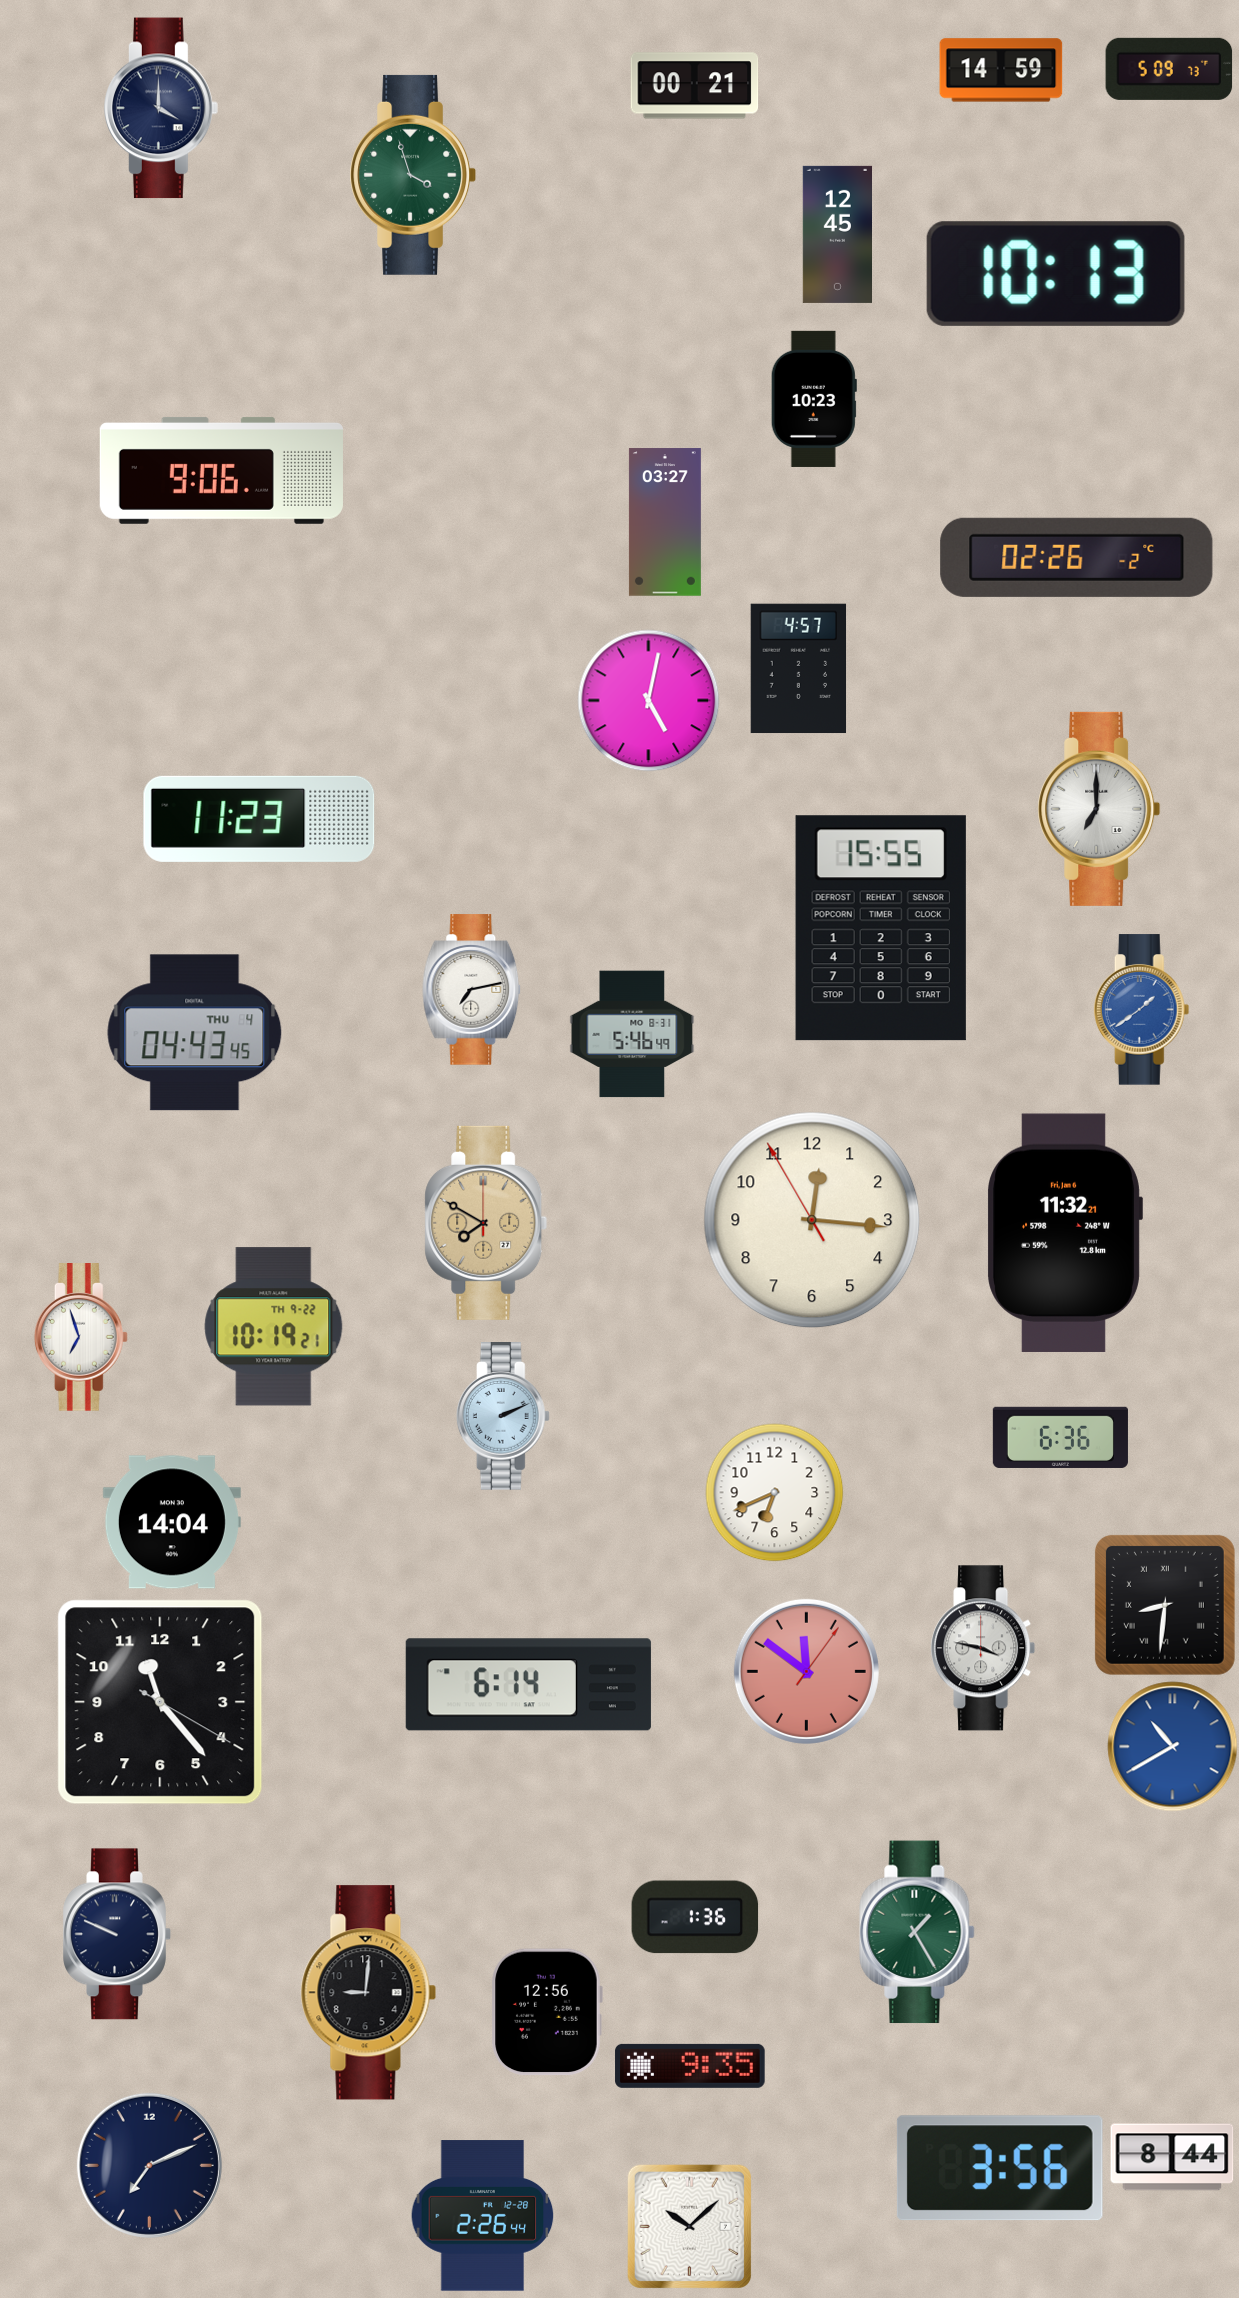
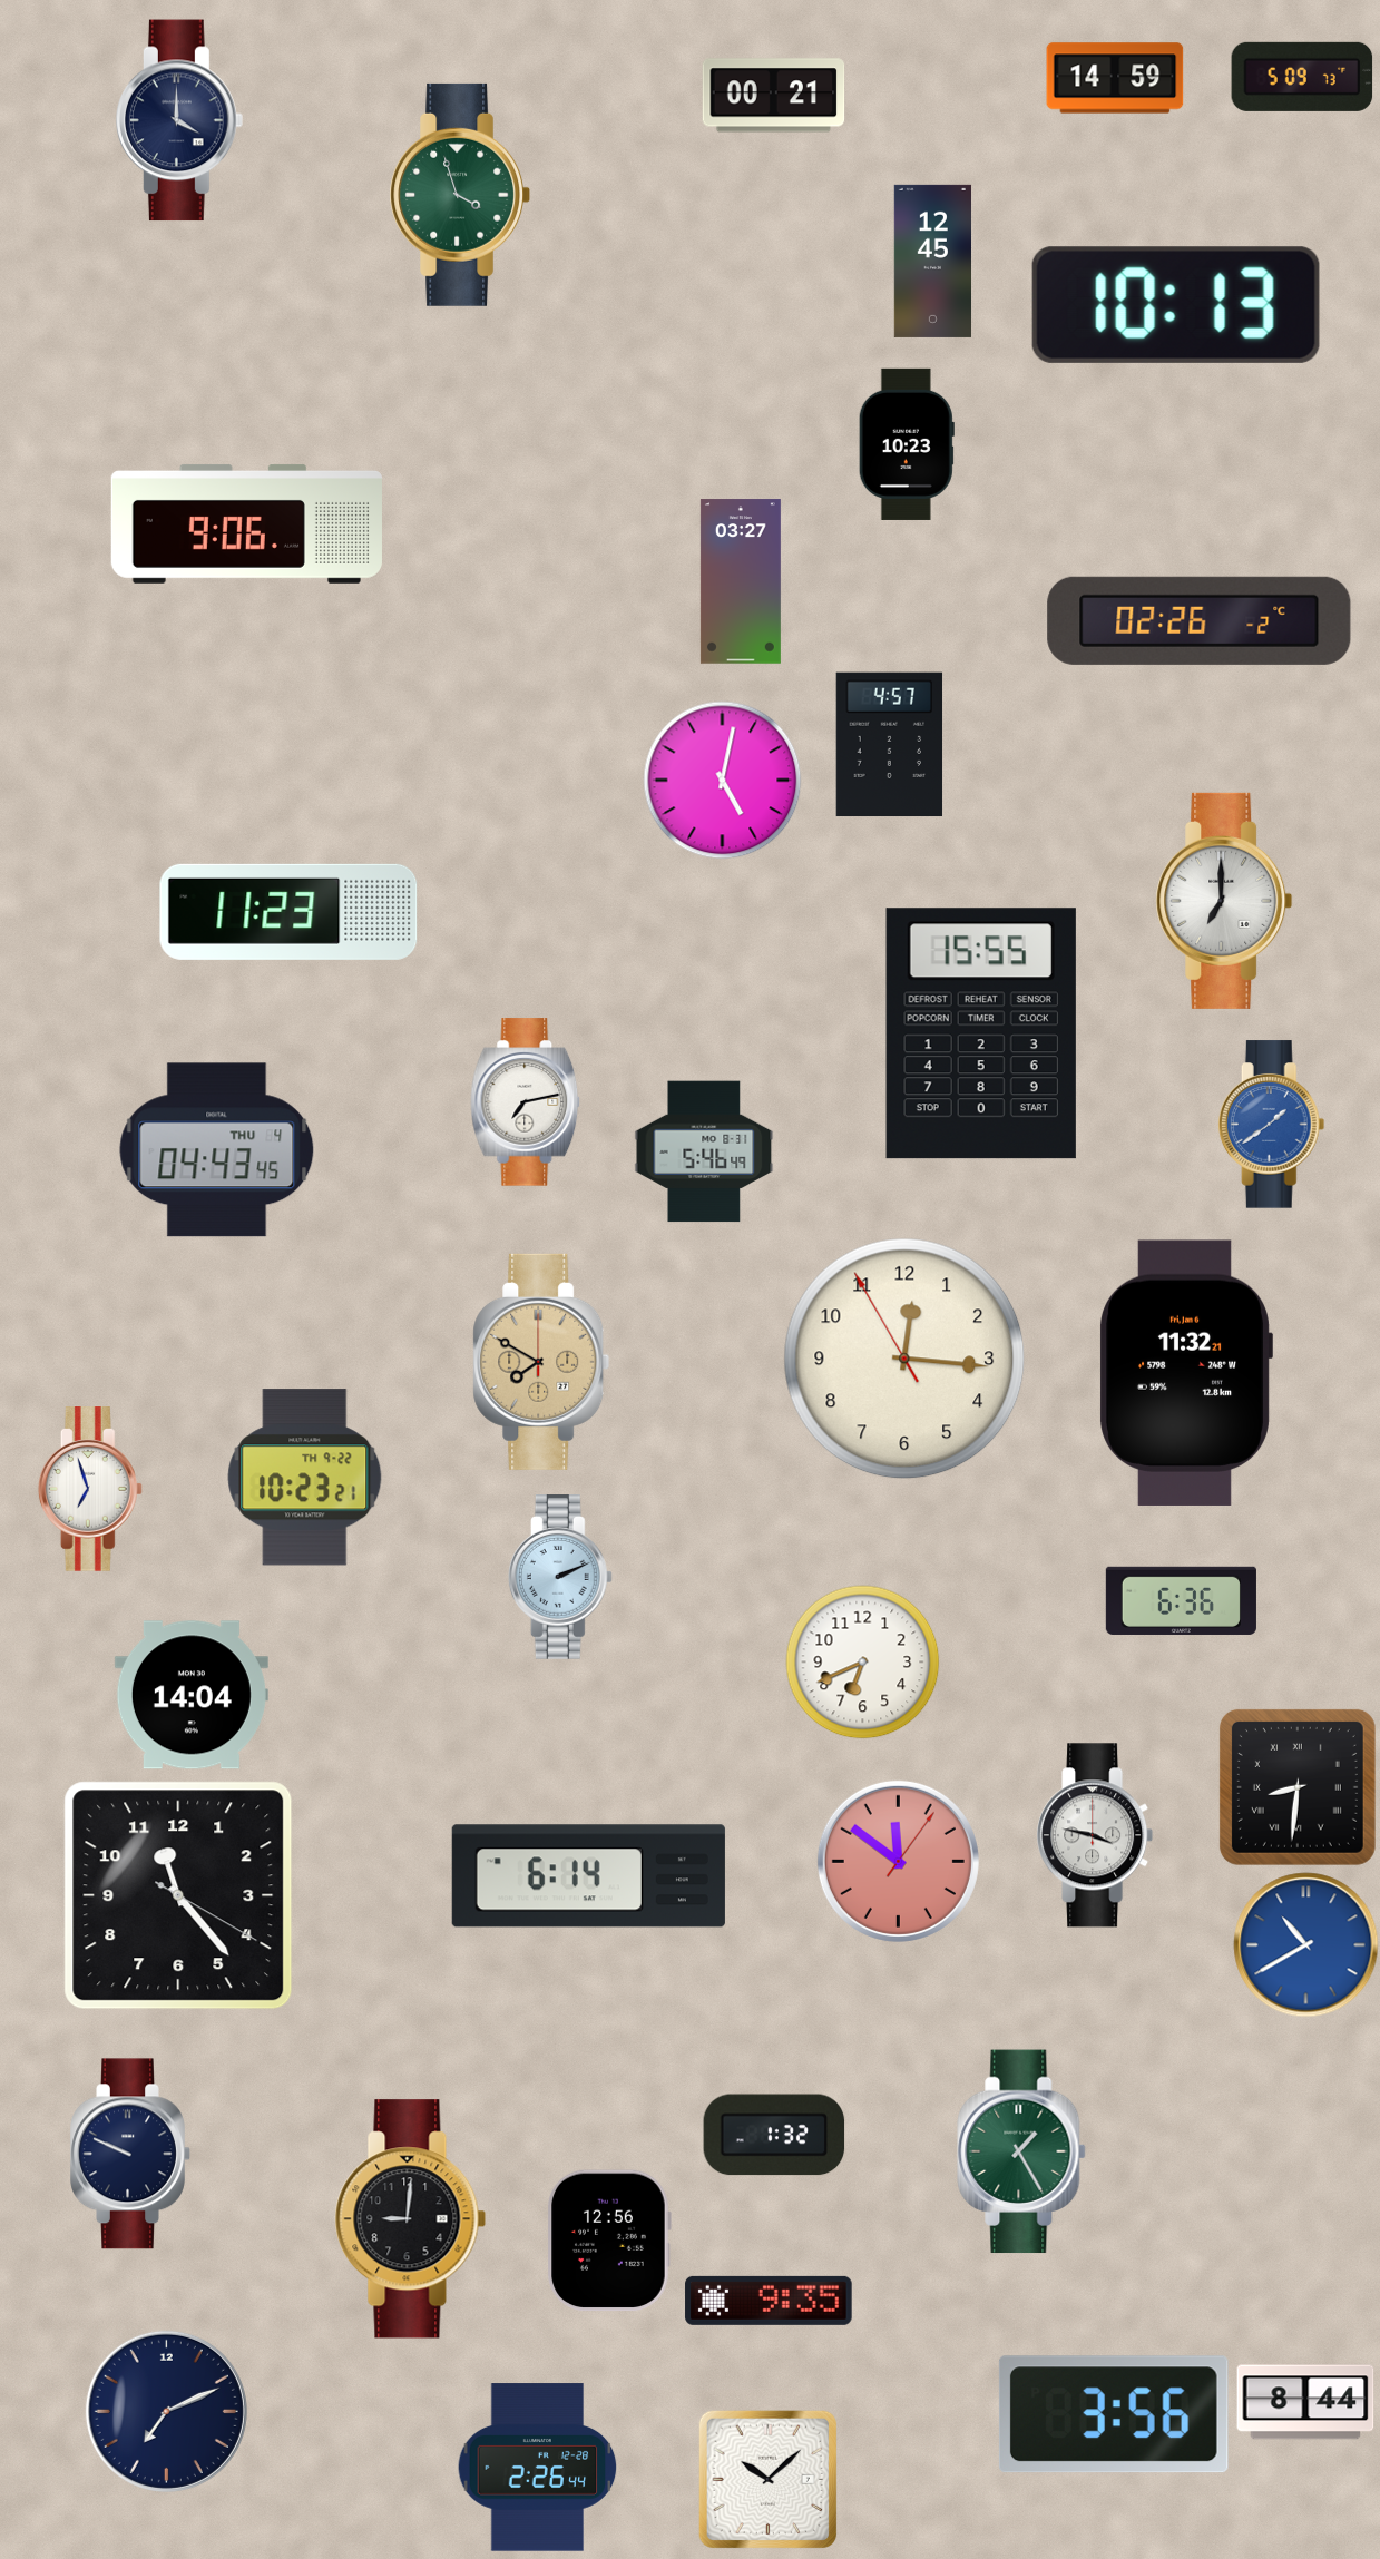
clock at (274, 1327): 10:19 -> 10:23
clock at (695, 1917): 1:36 -> 1:32
